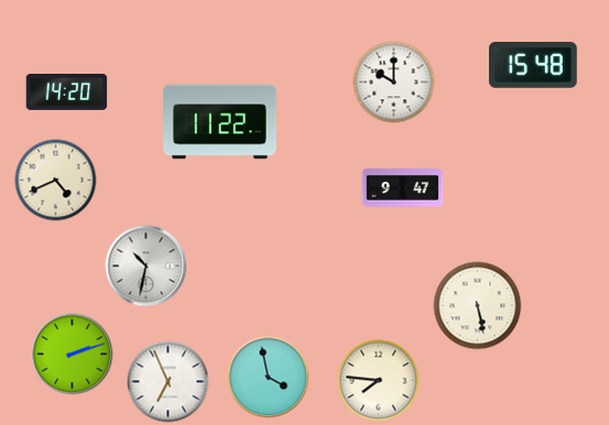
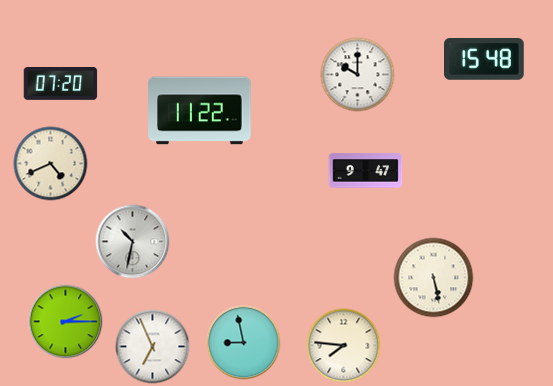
clock at (67, 92): 14:20 -> 07:20
clock at (73, 355): 2:12 -> 2:15
clock at (269, 378): 3:58 -> 8:58
